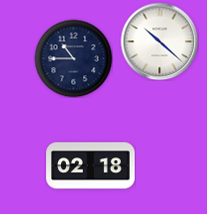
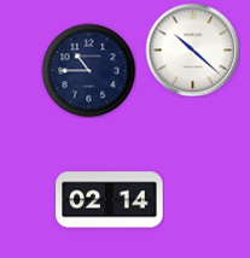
clock at (91, 166): 02:18 -> 02:14
